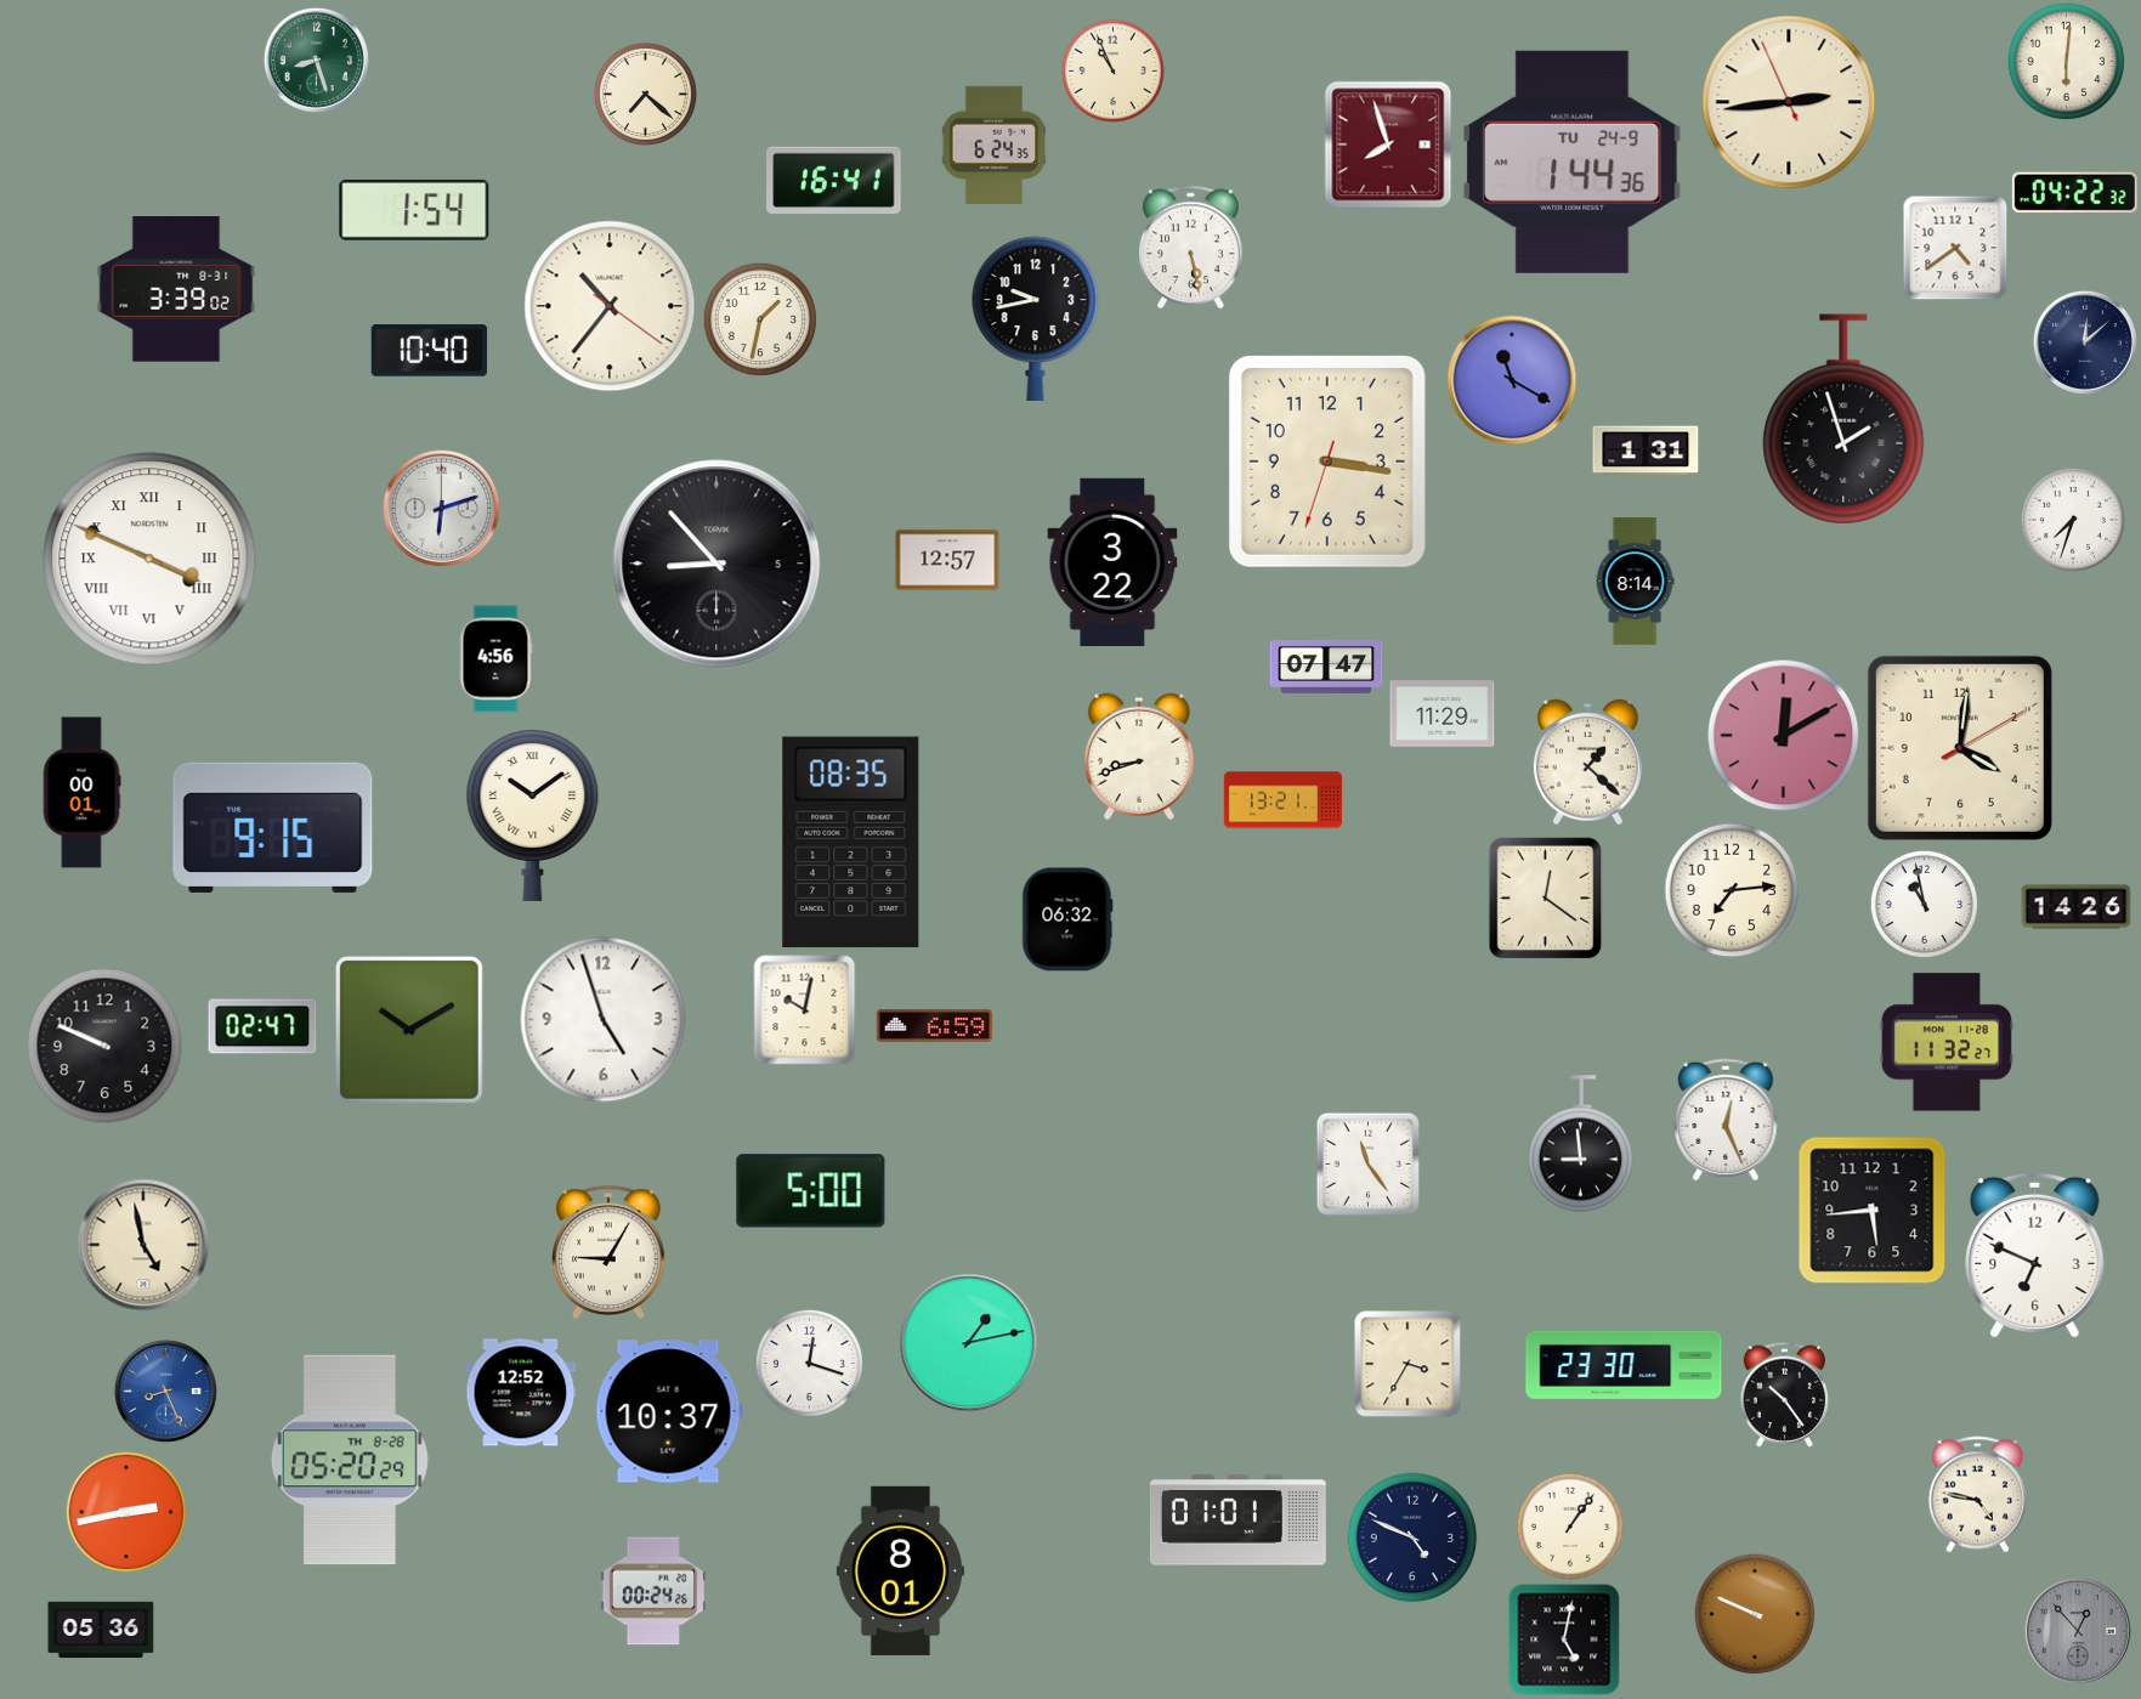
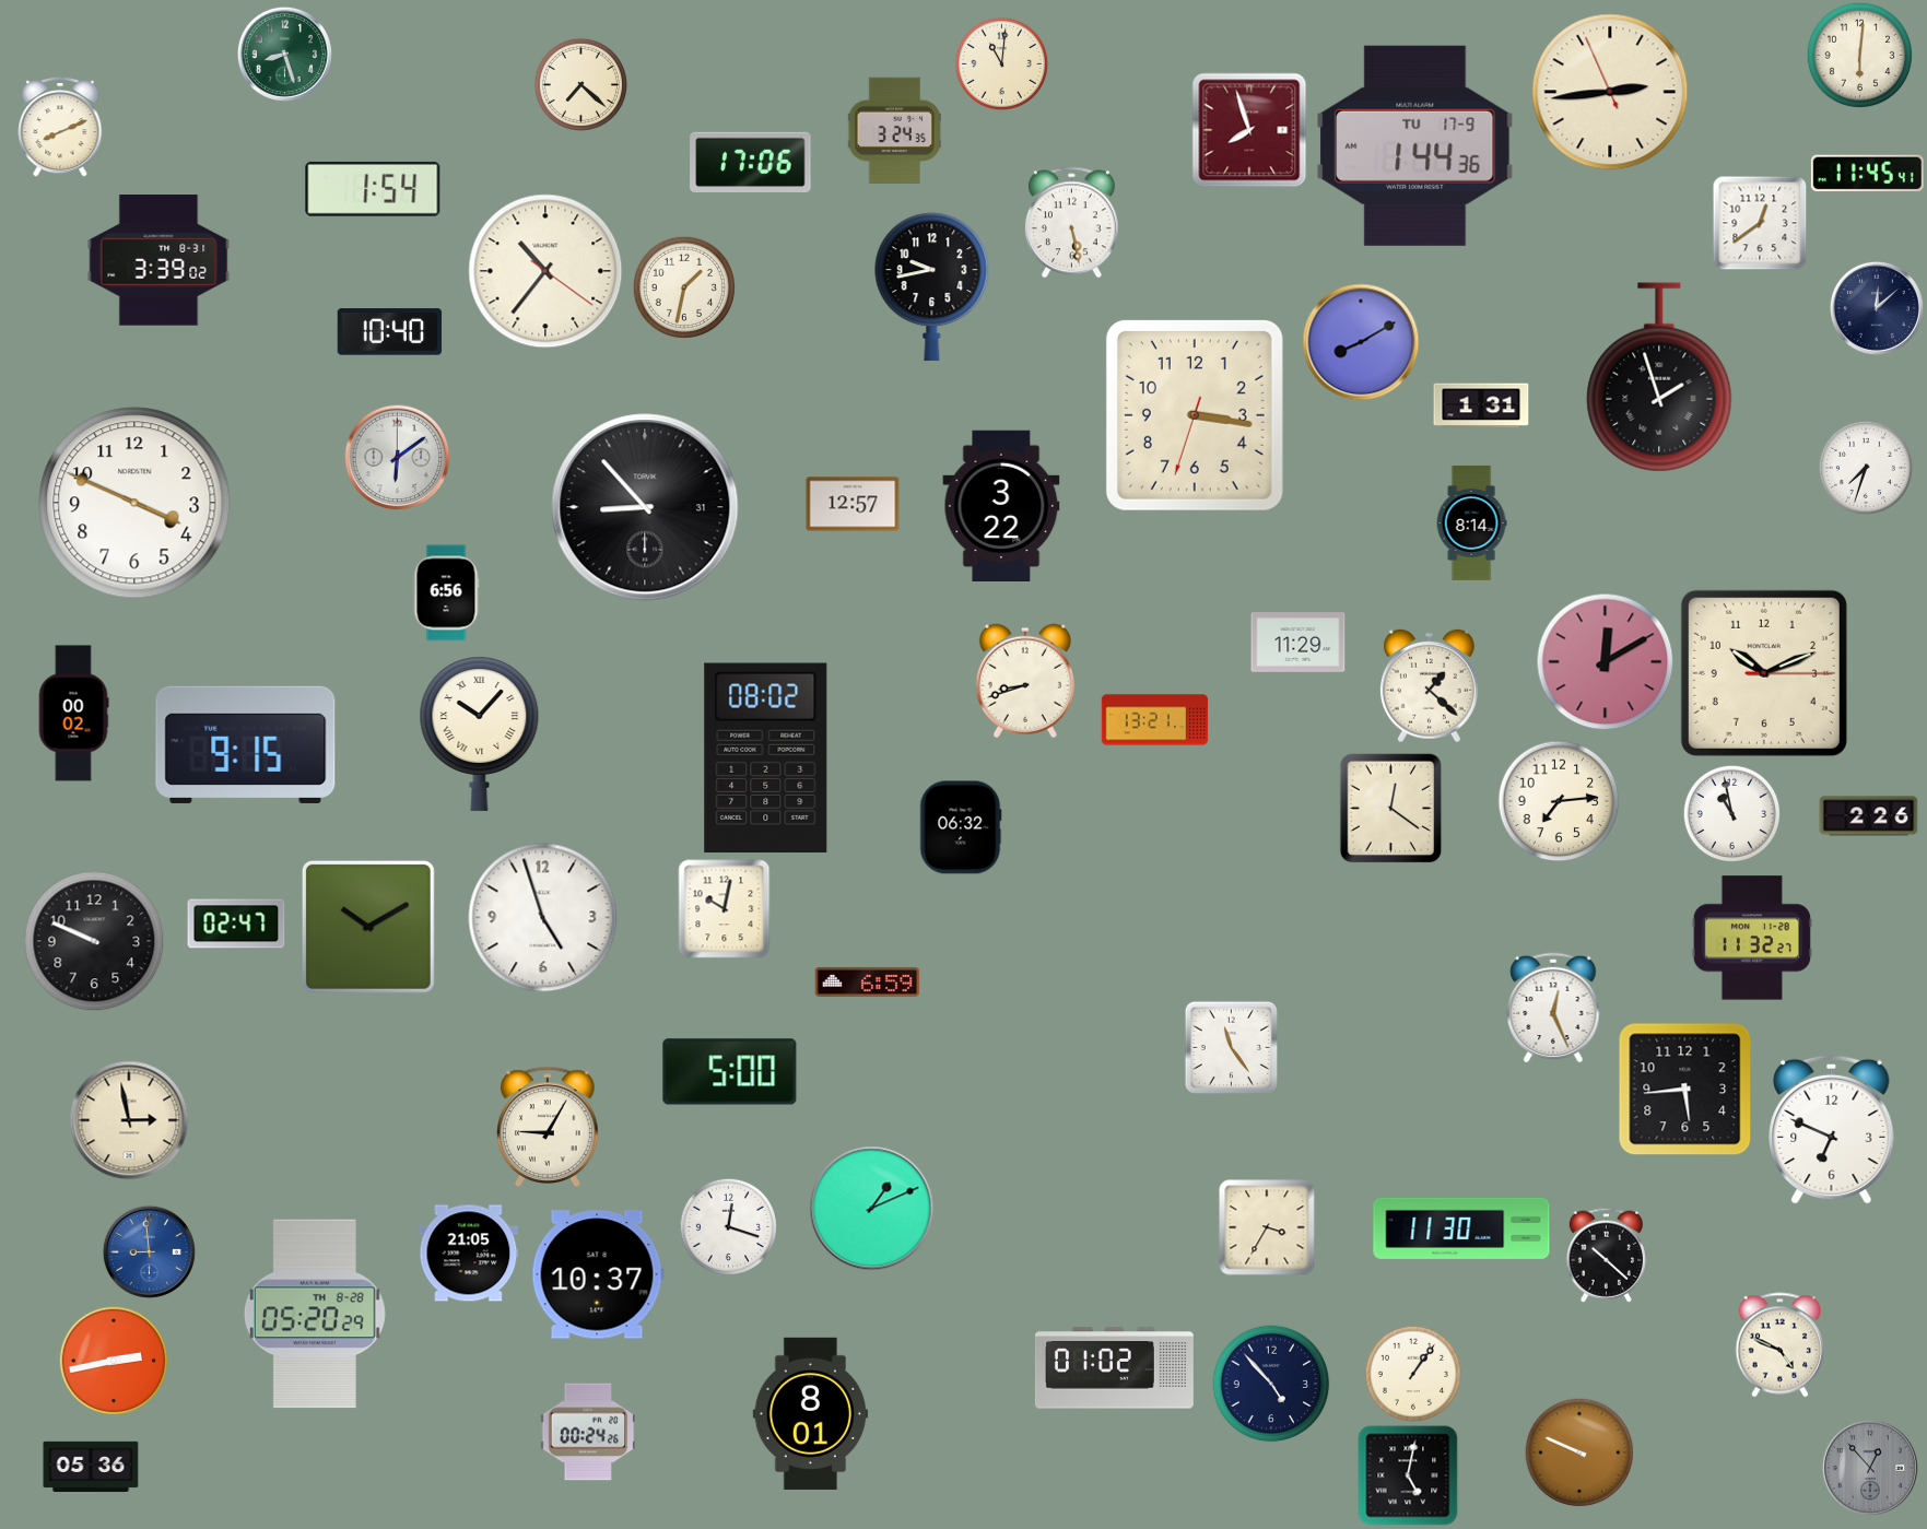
clock at (1112, 70): 10:56 -> 11:01
clock at (60, 128): none -> 8:11
clock at (995, 145): 6:24 -> 3:24
clock at (1573, 162) date: TU 24-9 -> TU 17-9
clock at (834, 181): 16:41 -> 17:06
clock at (2074, 193): 04:22 -> 11:45
clock at (1955, 248): 4:39 -> 12:39
clock at (610, 306) position: (610, 306) -> (545, 271)
clock at (430, 351) position: (430, 351) -> (390, 332)
clock at (1512, 380): 11:20 -> 8:10
clock at (442, 509): 6:12 -> 6:09
clock at (149, 559) numerals: Roman -> Arabic
clock at (717, 563) date: 5 -> 31
clock at (495, 659): 4:56 -> 6:56
clock at (1326, 668): 07:47 -> none
clock at (1960, 748): 4:01 -> 10:11
clock at (81, 793): 00:01 -> 00:02
clock at (533, 815): 10:09 -> 10:07
clock at (851, 843): 08:35 -> 08:02
clock at (2077, 907): 14:26 -> 2:26
clock at (935, 1025) position: (935, 1025) -> (868, 981)
clock at (1581, 1144): 8:59 -> none
clock at (143, 1245): 4:58 -> 2:58
clock at (969, 1343): 1:13 -> 1:11
clock at (1624, 1365): 23:30 -> 11:30
clock at (165, 1391): 8:26 -> 8:59
clock at (521, 1393): 12:52 -> 21:05
clock at (1784, 1394): 10:24 -> 10:22
clock at (669, 1411) position: (669, 1411) -> (598, 1274)
clock at (1978, 1495): 4:47 -> 4:49
clock at (1237, 1520): 01:01 -> 01:02
clock at (1412, 1537): 4:49 -> 4:53
